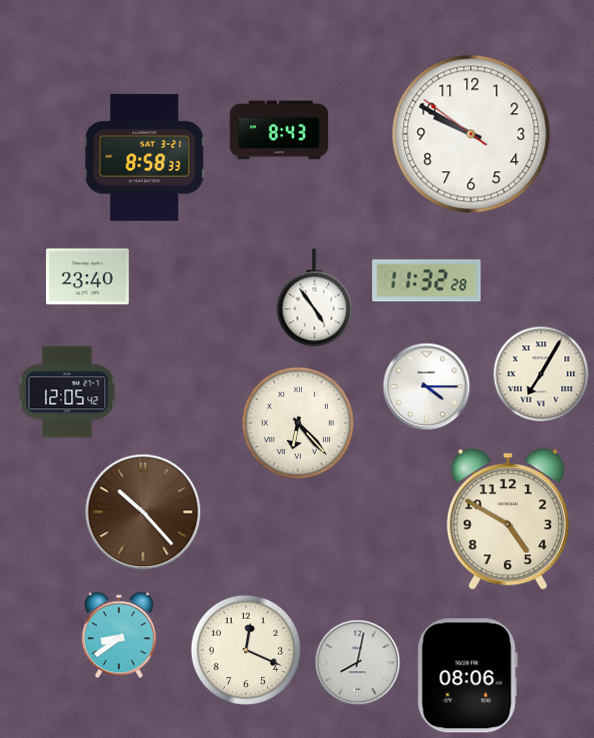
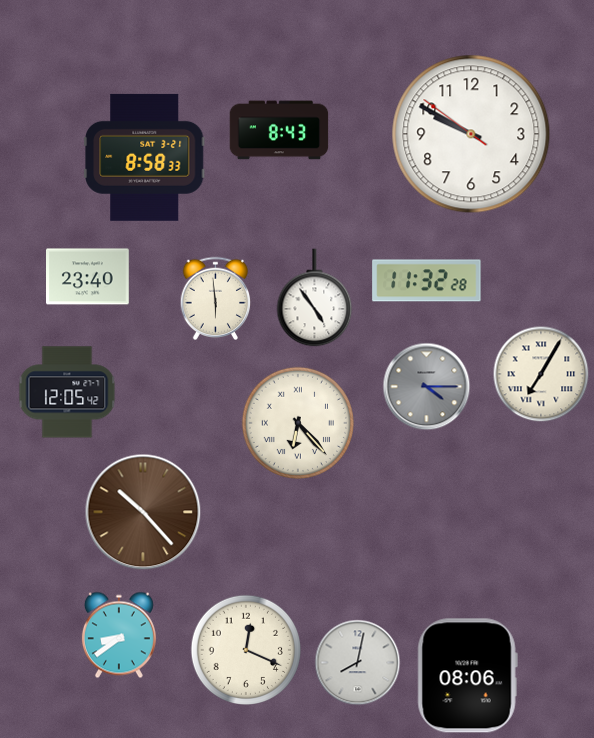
clock at (216, 298): none -> 5:59
clock at (427, 387) dial: white -> grey
clock at (508, 519): 4:50 -> none
